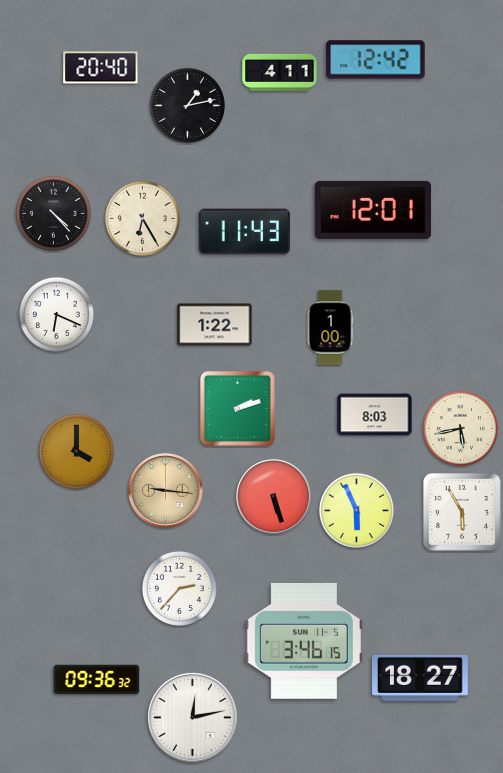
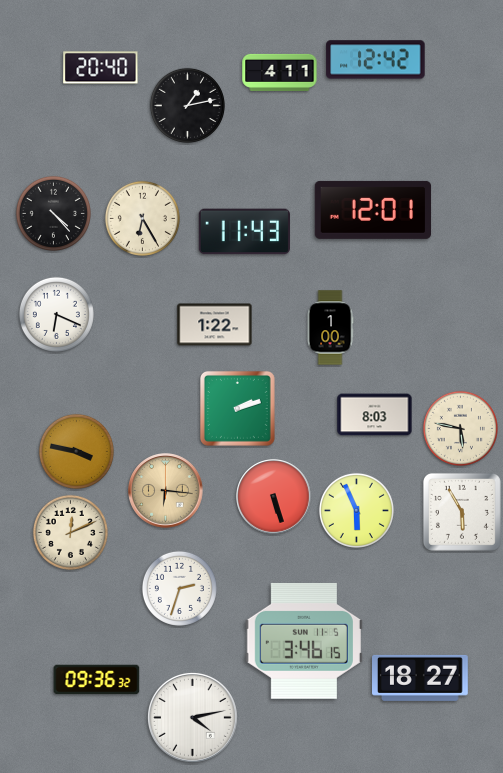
clock at (460, 428): 5:43 -> 5:47
clock at (76, 451): 4:00 -> 3:47
clock at (166, 491): 9:16 -> 6:16
clock at (70, 532): none -> 12:11
clock at (179, 588): 2:37 -> 2:33
clock at (192, 717): 12:13 -> 4:13
